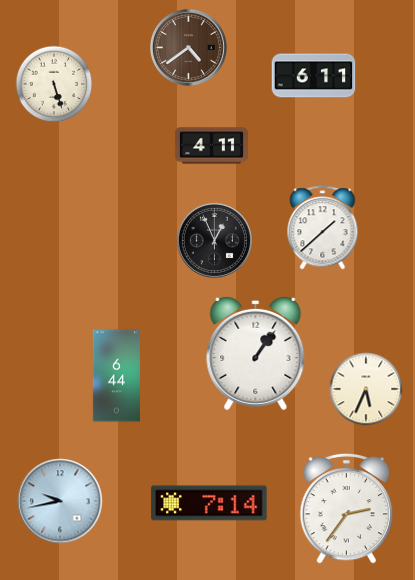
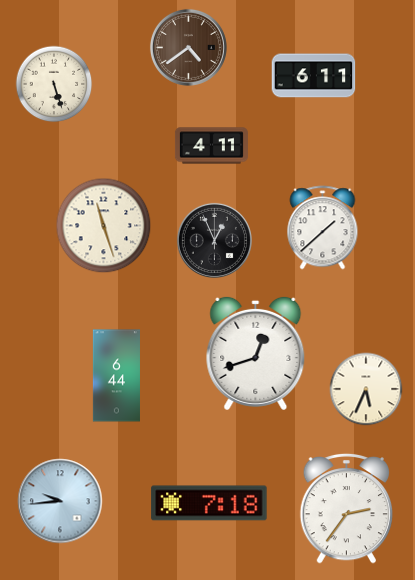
clock at (104, 226): none -> 11:27
clock at (256, 353): 1:06 -> 12:42
clock at (60, 501): 9:43 -> 9:44
clock at (209, 503): 7:14 -> 7:18
